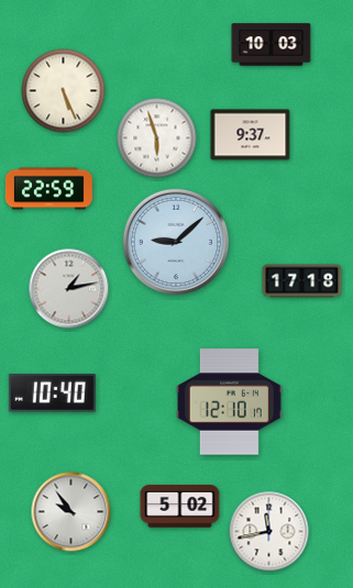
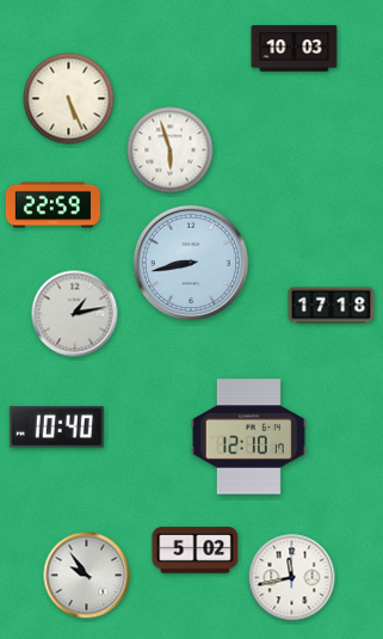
clock at (251, 135): 9:37 -> none
clock at (176, 242): 9:08 -> 8:43
clock at (302, 281) position: (302, 281) -> (332, 306)
clock at (71, 512) position: (71, 512) -> (87, 576)
